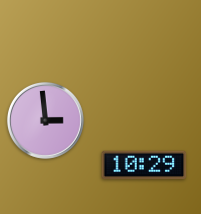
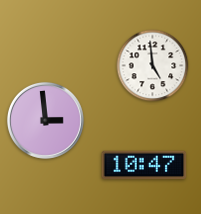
clock at (153, 66): none -> 4:59
clock at (144, 165): 10:29 -> 10:47
